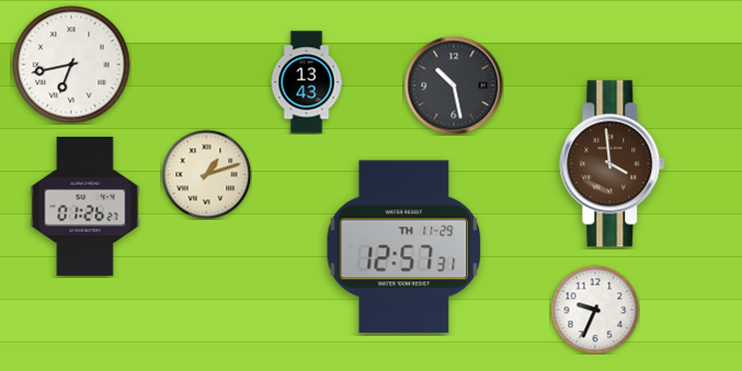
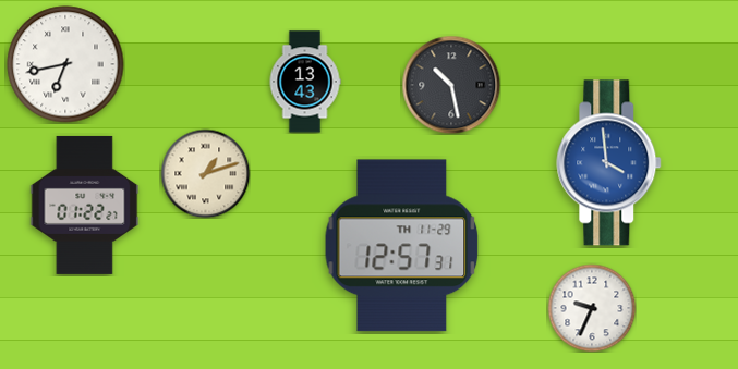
clock at (71, 65) position: (71, 65) -> (65, 64)
clock at (613, 164) dial: brown -> blue
clock at (85, 206): 01:26 -> 01:22
